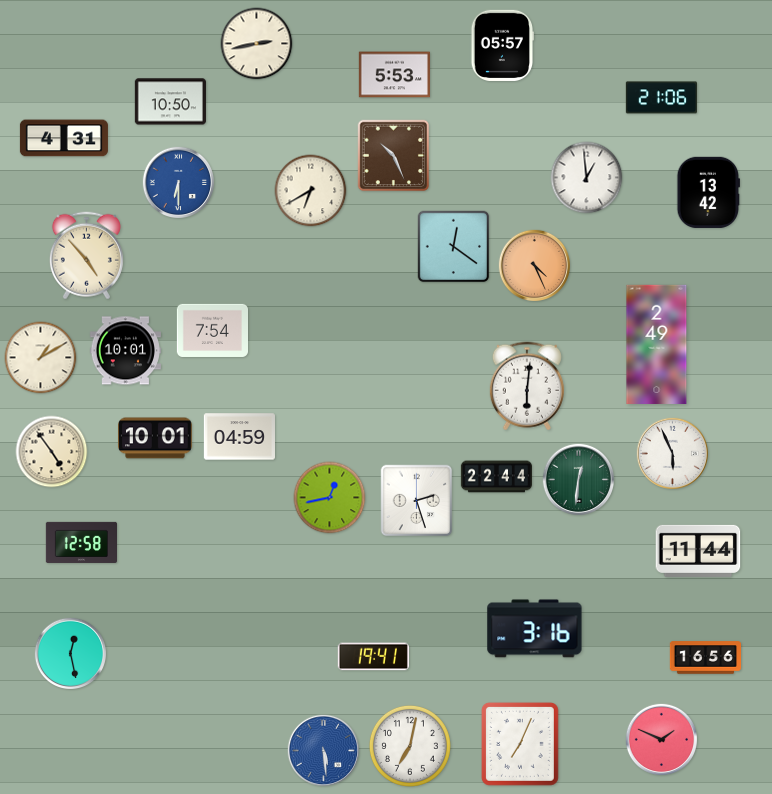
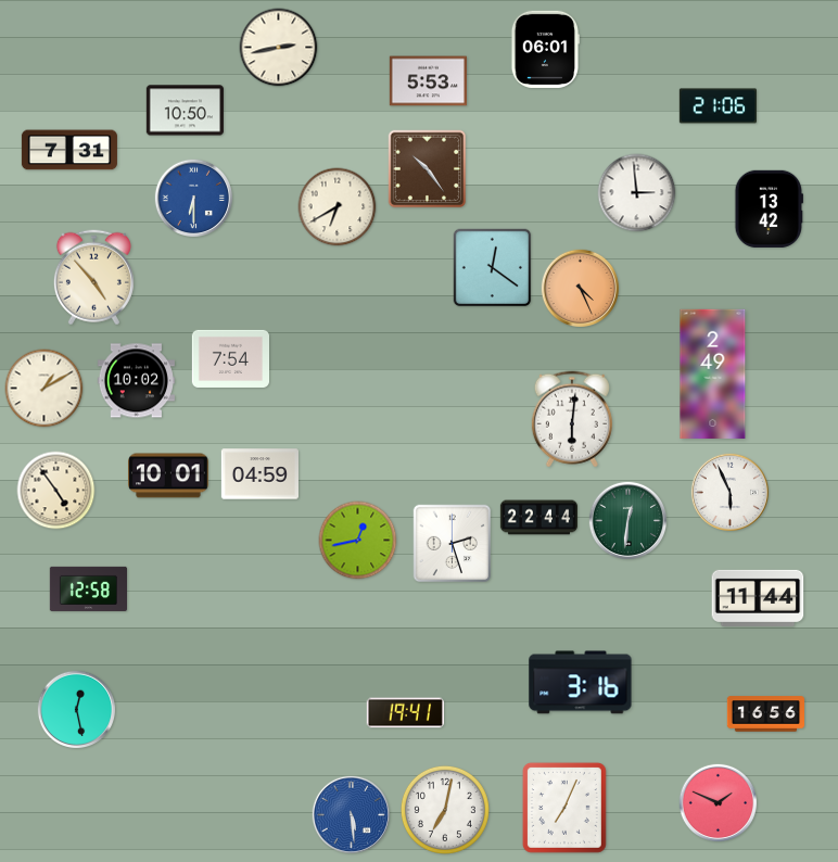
clock at (501, 45): 05:57 -> 06:01
clock at (64, 138): 4:31 -> 7:31
clock at (394, 156): 10:26 -> 10:24
clock at (587, 178): 12:59 -> 2:59
clock at (125, 351): 10:01 -> 10:02
